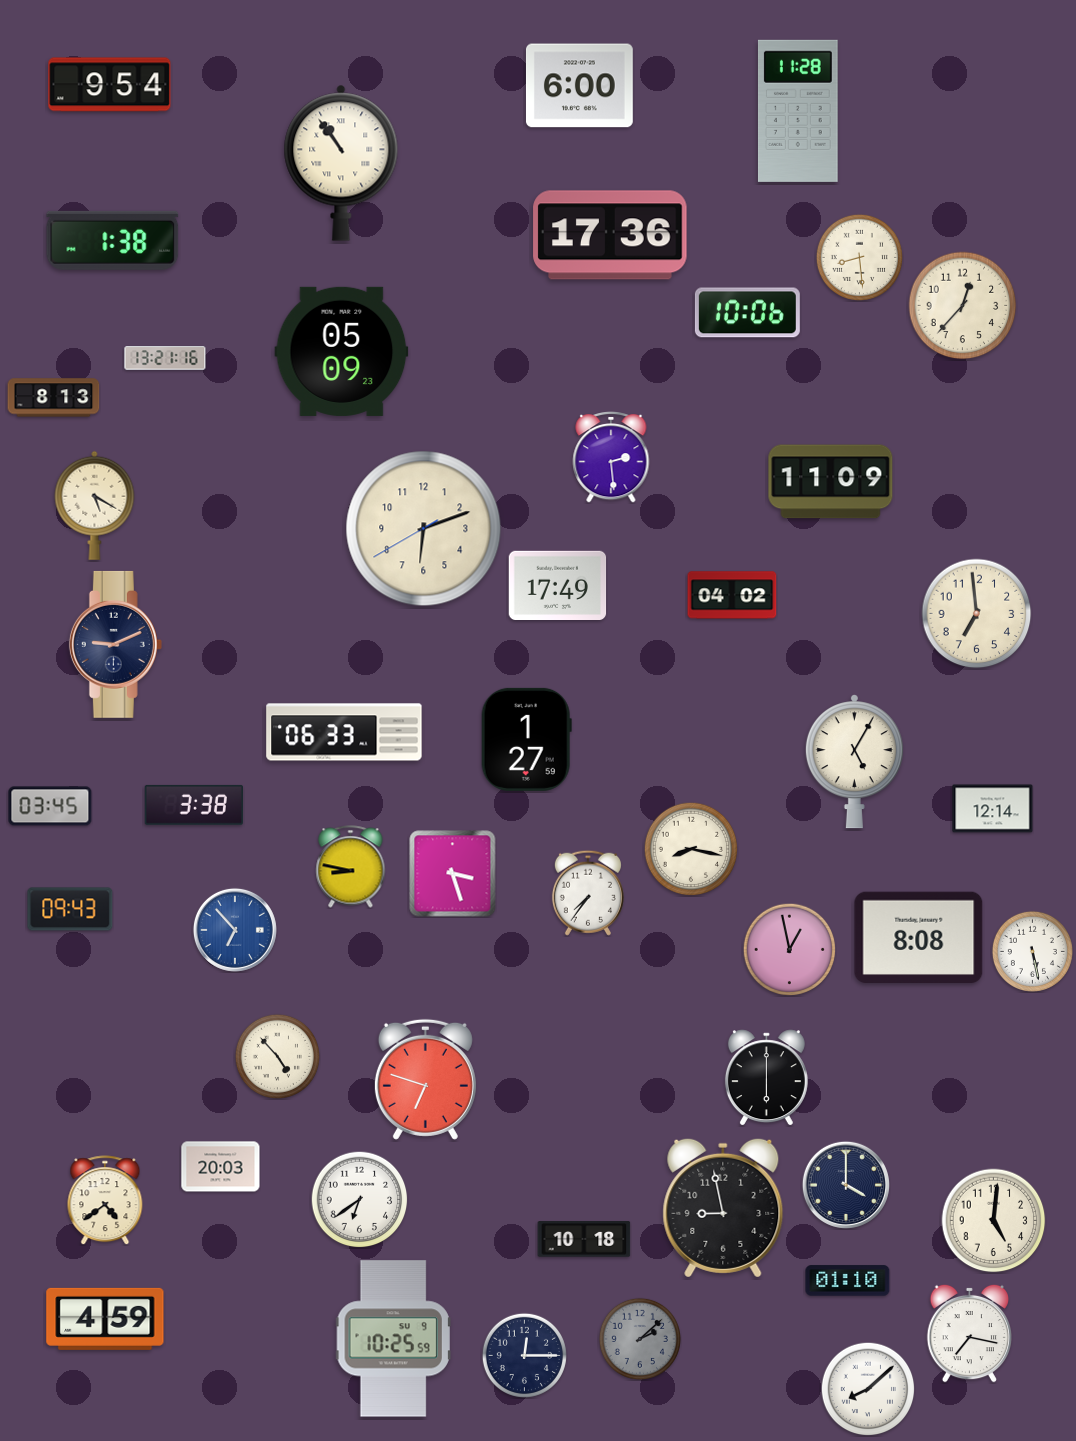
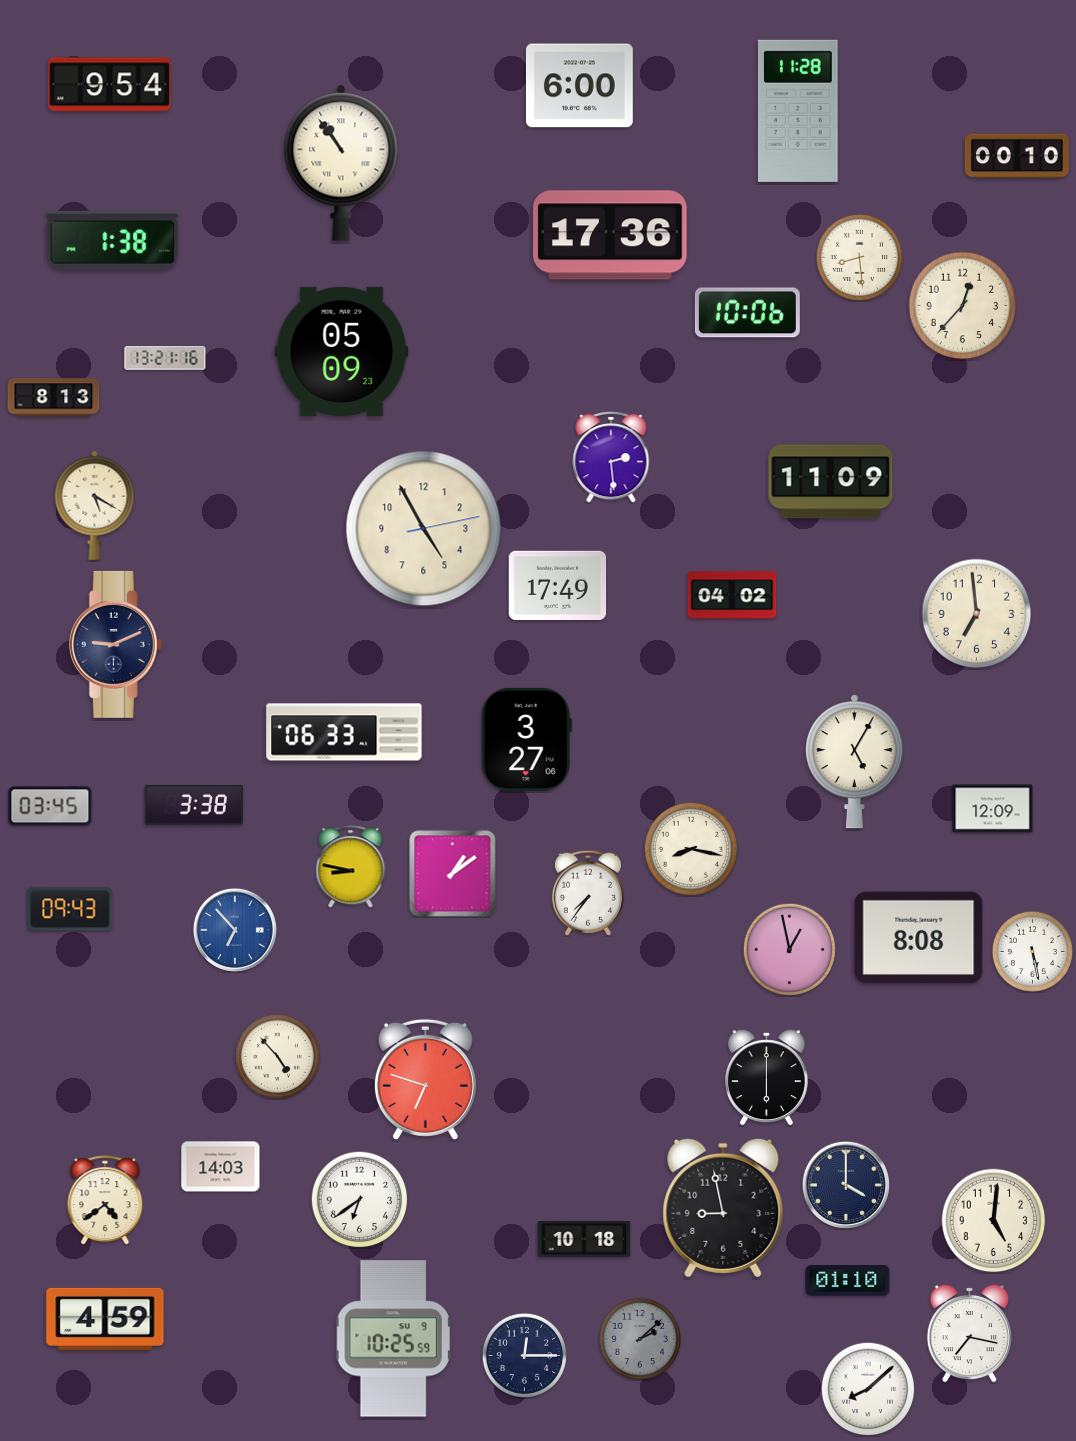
clock at (1017, 156): none -> 00:10
clock at (424, 529): 6:11 -> 4:55
clock at (526, 739): 1:27 -> 3:27
clock at (993, 809): 12:14 -> 12:09
clock at (453, 874): 3:27 -> 1:09
clock at (221, 1167): 20:03 -> 14:03
